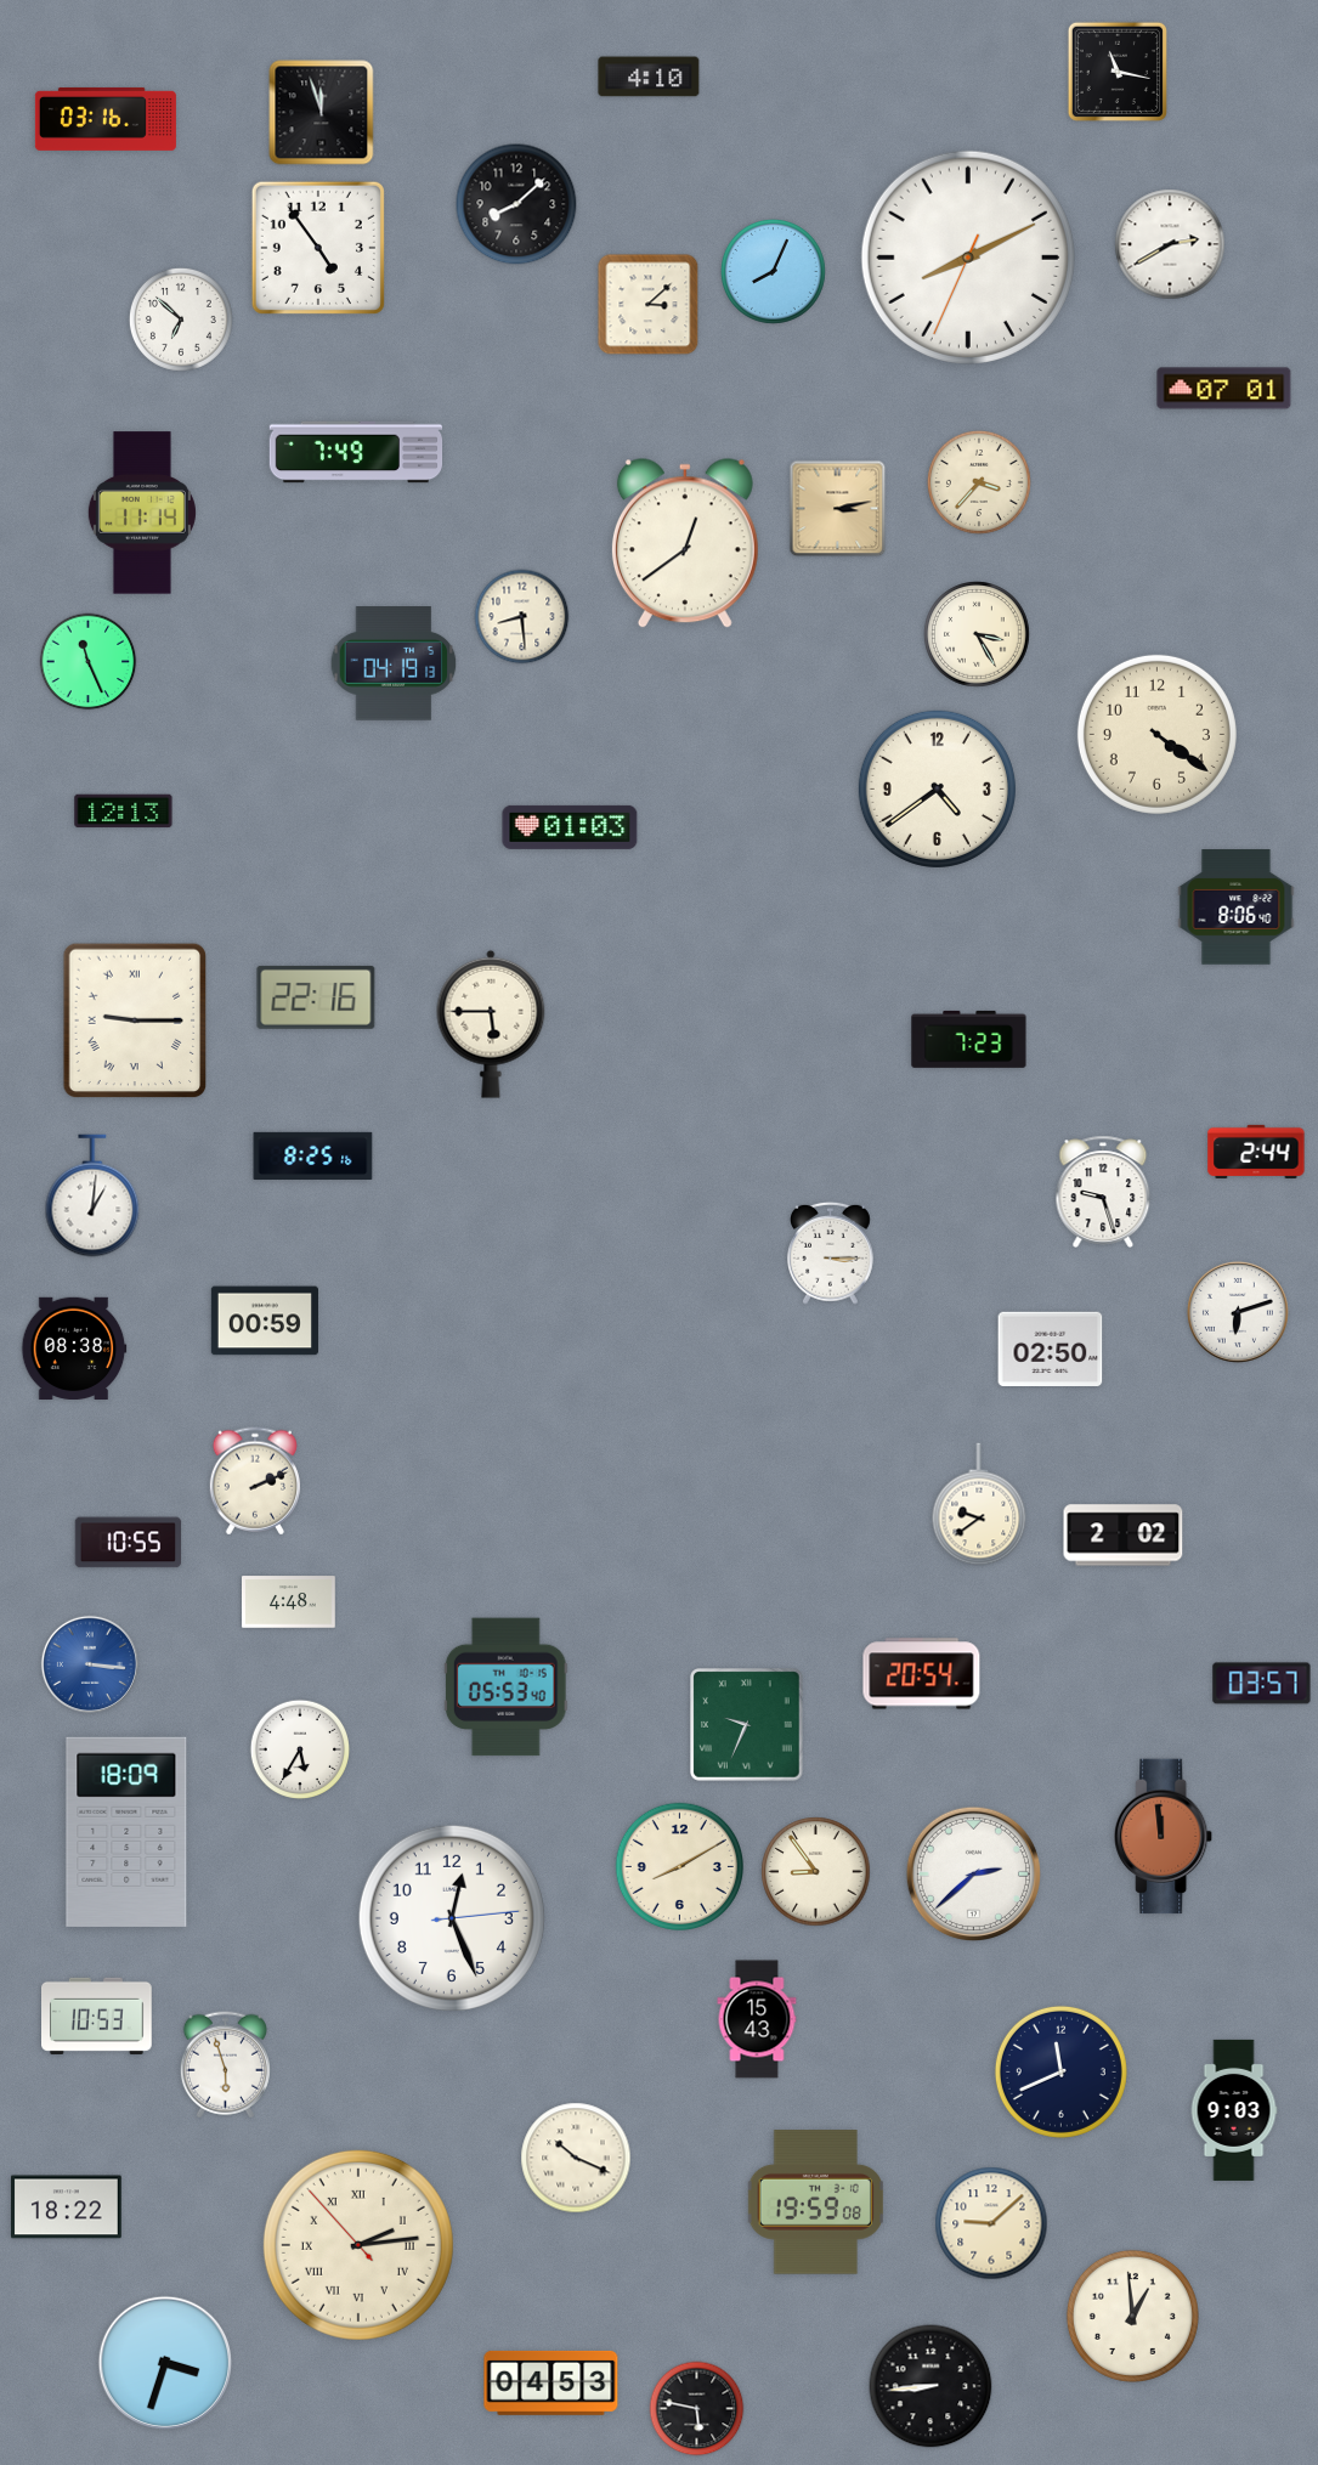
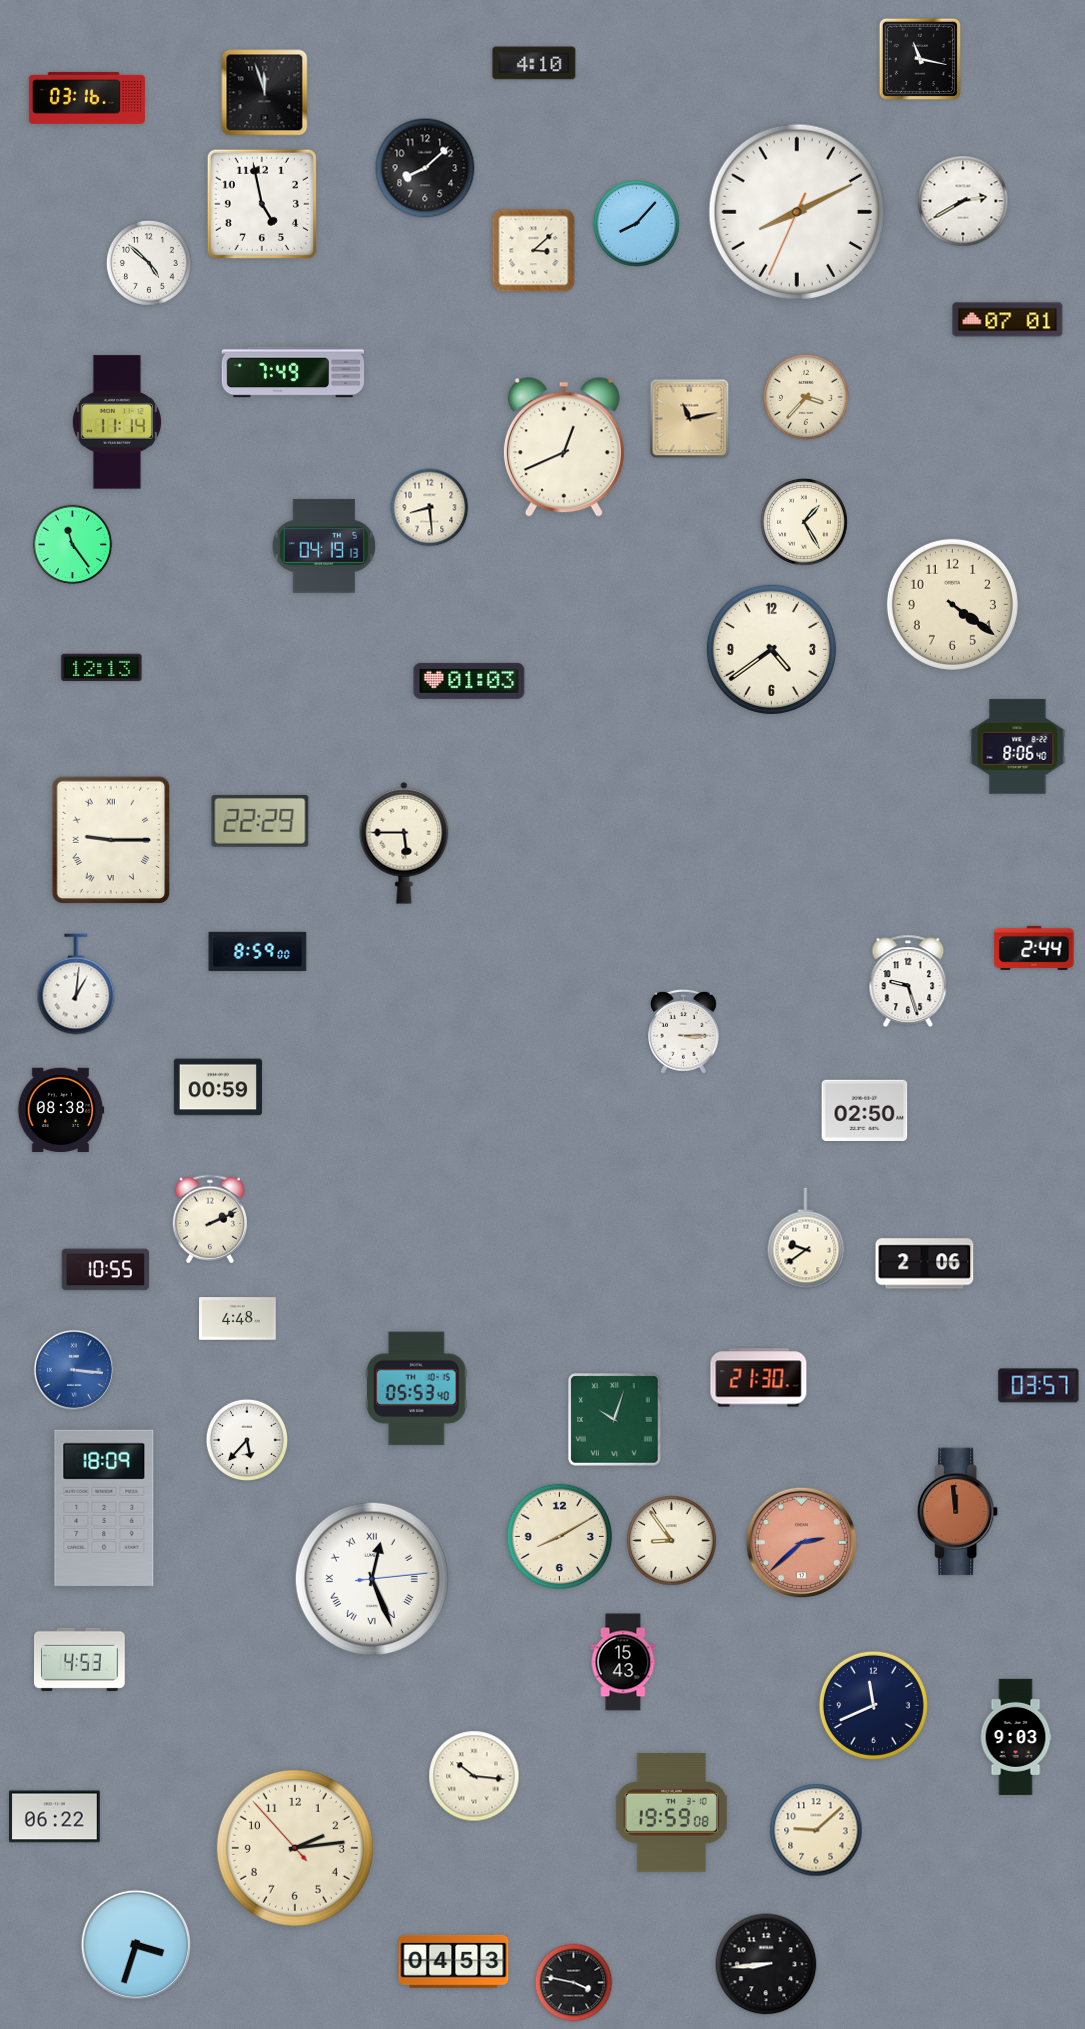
clock at (318, 248): 4:54 -> 4:58
clock at (774, 272): 8:04 -> 8:07
clock at (181, 320): 6:52 -> 4:52
clock at (838, 509): 3:13 -> 11:13
clock at (685, 544): 12:39 -> 12:41
clock at (977, 634): 3:25 -> 1:25
clock at (89, 662): 11:26 -> 11:24
clock at (316, 997): 22:16 -> 22:29
clock at (969, 1039): 7:23 -> none
clock at (313, 1155): 8:25 -> 8:59
clock at (1238, 1312): 6:12 -> none
clock at (1124, 1536): 2:02 -> 2:06
clock at (922, 1674): 20:54 -> 21:30
clock at (747, 1725): 9:34 -> 10:03
clock at (300, 1749): 5:35 -> 5:37
clock at (973, 1873) dial: white -> salmon
clock at (452, 1918) numerals: Arabic -> Roman
clock at (97, 2015): 10:53 -> 4:53
clock at (225, 2065): 5:57 -> none
clock at (576, 2158): 10:19 -> 10:16
clock at (67, 2207): 18:22 -> 06:22
clock at (358, 2245) numerals: Roman -> Arabic
clock at (1132, 2316): 12:59 -> none
clock at (697, 2409): 5:47 -> 3:47
